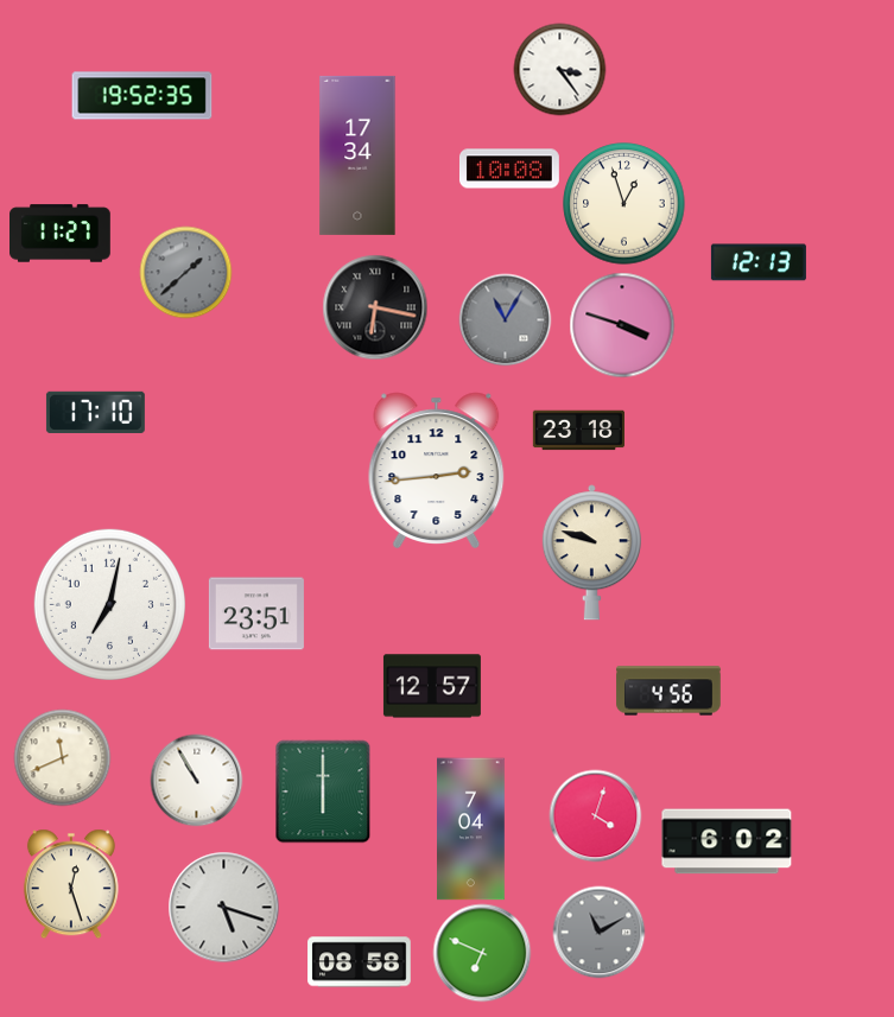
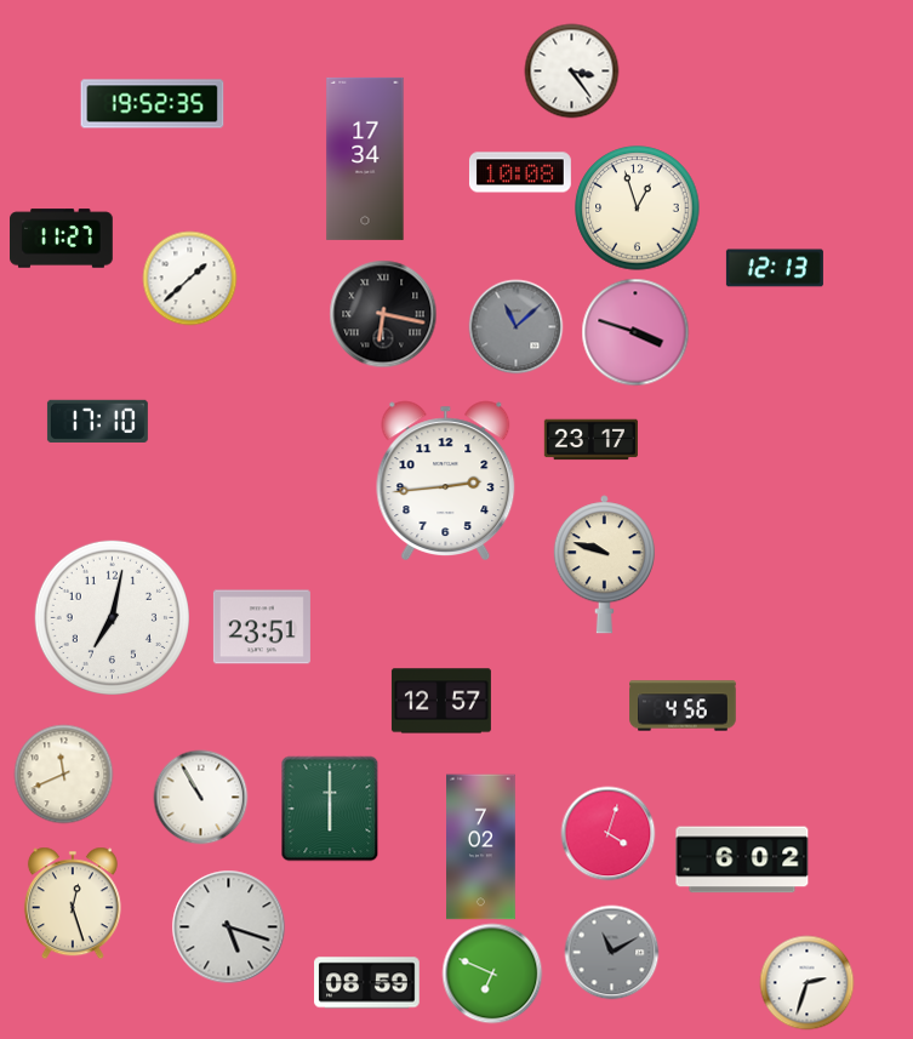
clock at (142, 96) position: (142, 96) -> (153, 104)
clock at (185, 272) dial: grey -> white
clock at (505, 319): 11:05 -> 11:08
clock at (578, 431): 23:18 -> 23:17
clock at (471, 830): 7:04 -> 7:02
clock at (806, 982): none -> 2:33
clock at (360, 962): 08:58 -> 08:59
